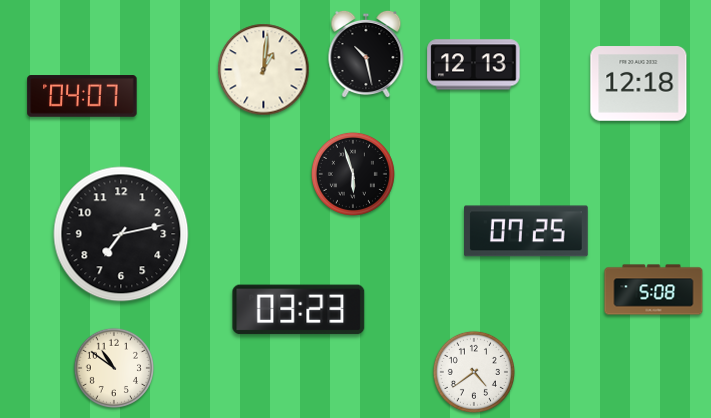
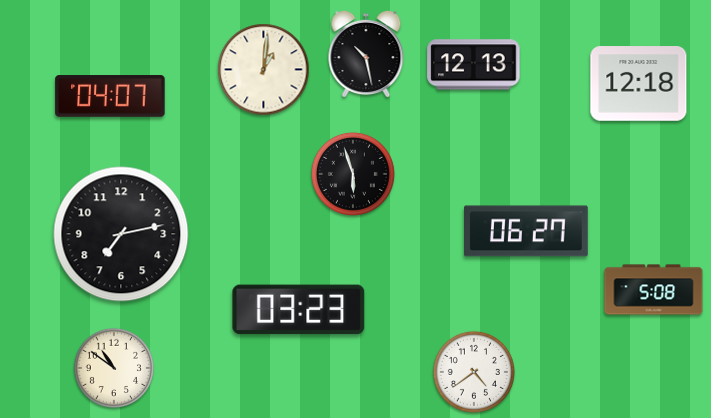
clock at (82, 96) position: (82, 96) -> (110, 96)
clock at (527, 231): 07:25 -> 06:27
